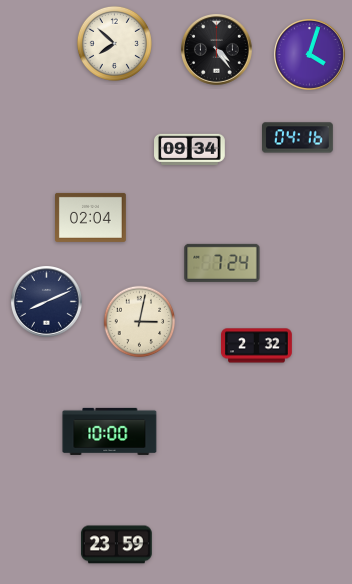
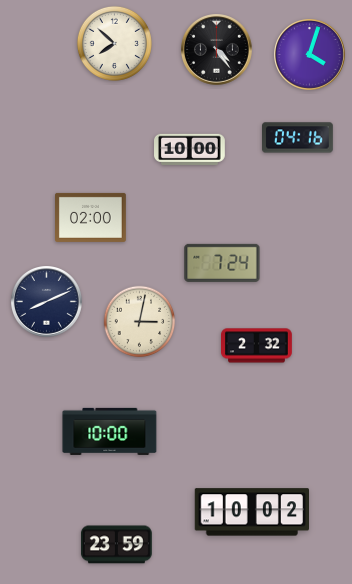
clock at (190, 149): 09:34 -> 10:00
clock at (91, 217): 02:04 -> 02:00
clock at (251, 512): none -> 10:02
